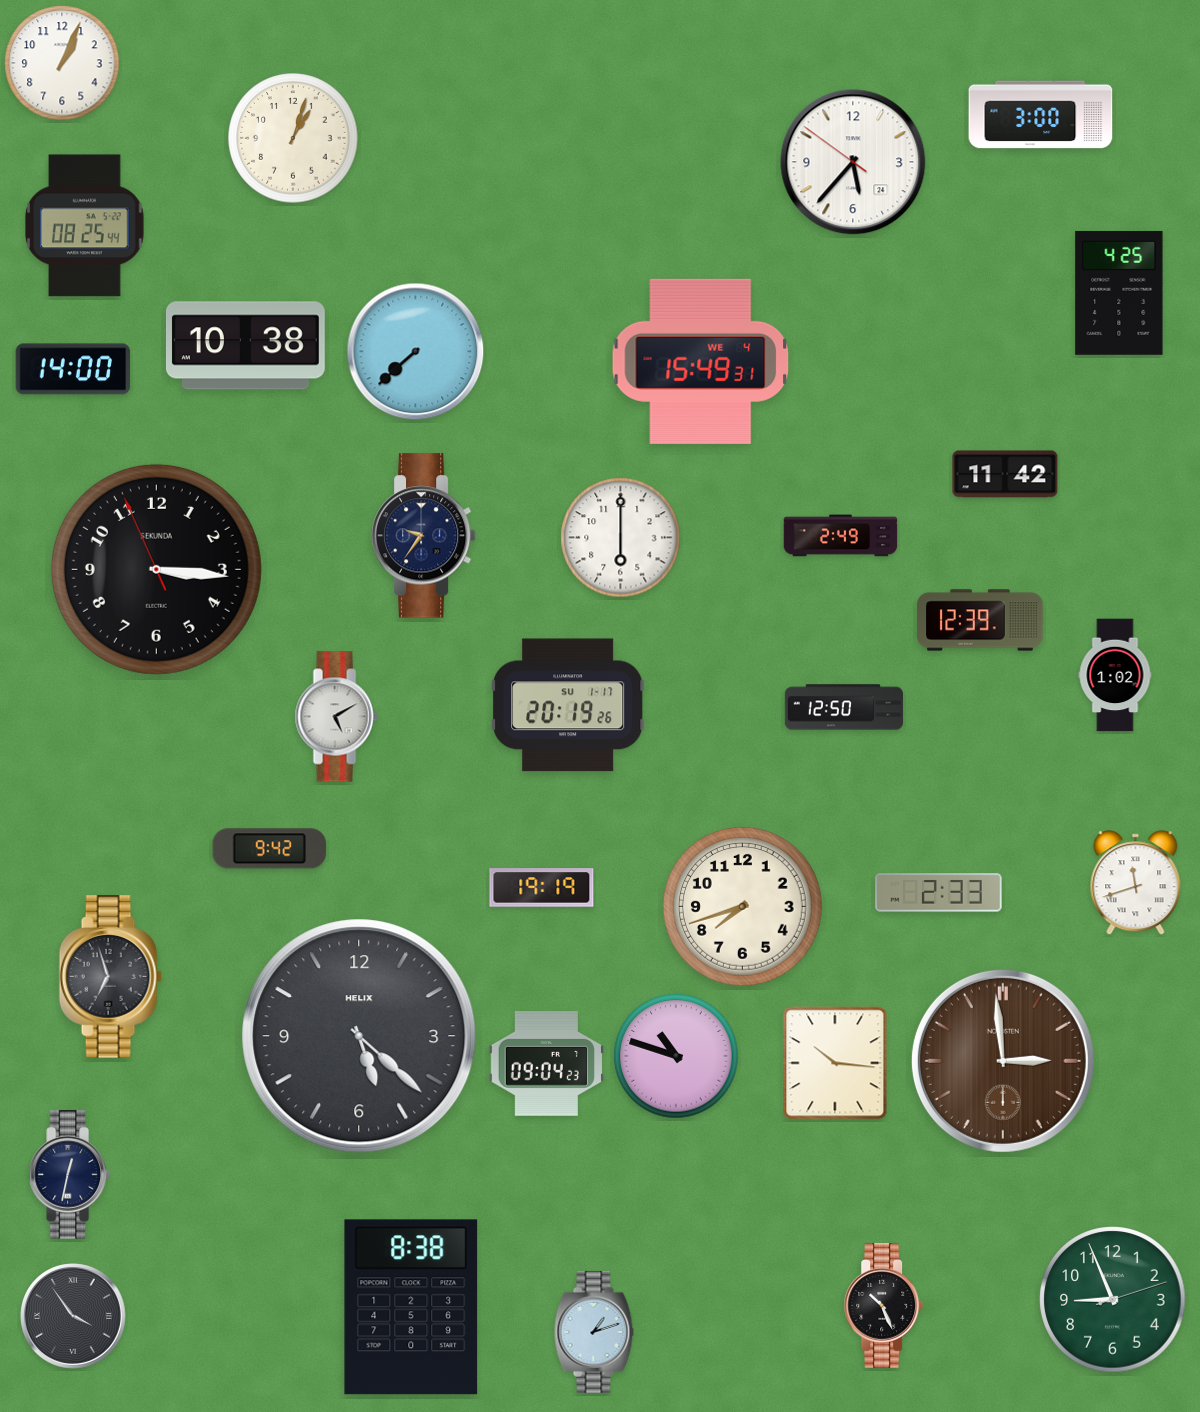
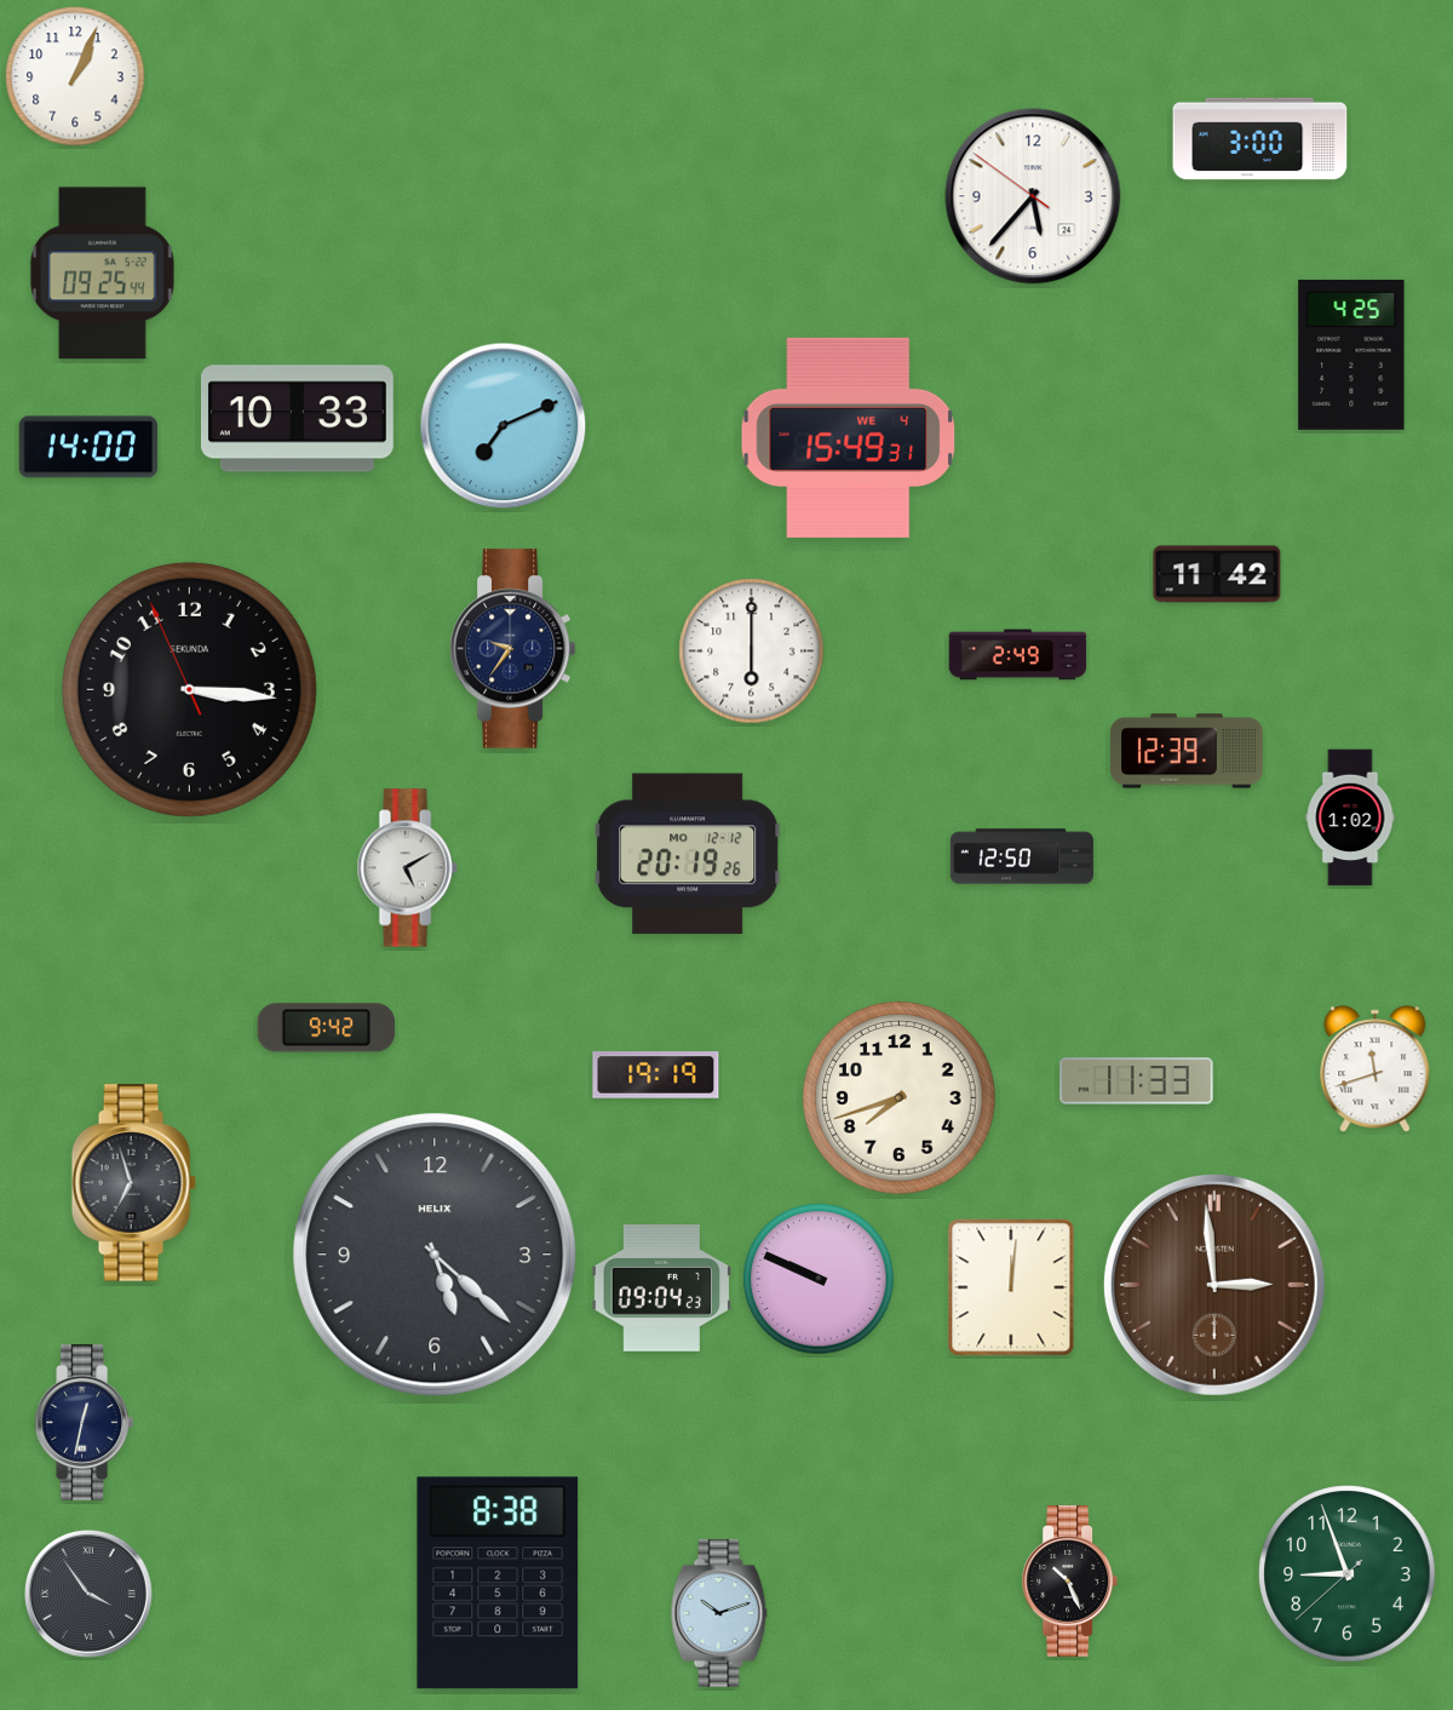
clock at (293, 138): 1:03 -> none
clock at (85, 226): 08:25 -> 09:25
clock at (1119, 293) position: (1119, 293) -> (1351, 355)
clock at (245, 346): 10:38 -> 10:33
clock at (416, 352): 7:38 -> 7:11
clock at (841, 536) position: (841, 536) -> (1018, 655)
clock at (569, 705) date: SU 1-17 -> MO 12-12
clock at (939, 893): 2:33 -> 11:33
clock at (676, 1056): 10:48 -> 9:49
clock at (835, 1063): 10:16 -> 12:01
clock at (1113, 1300): 8:56:12 -> 8:56:38
clock at (594, 1332): 1:12 -> 10:12
